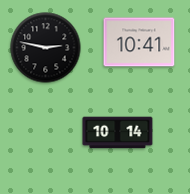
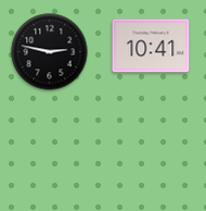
clock at (118, 133): 10:14 -> none
